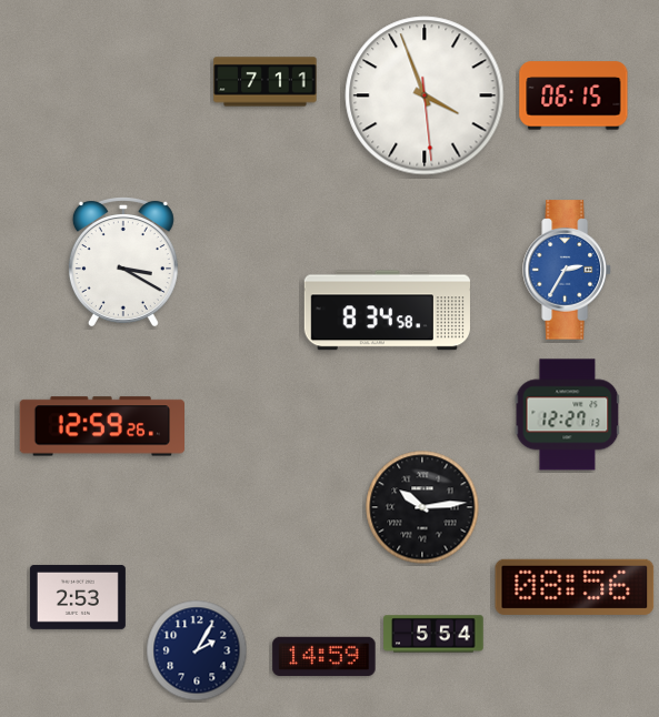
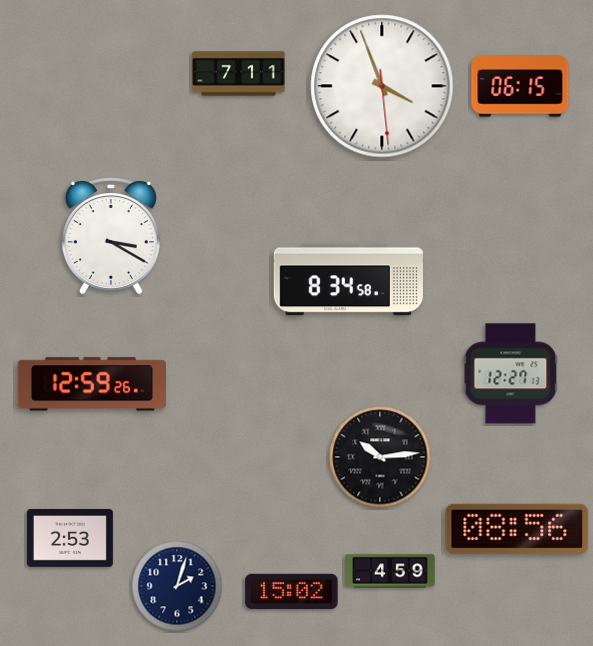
clock at (573, 95) position: (573, 95) -> (520, 86)
clock at (567, 270): 2:35 -> none
clock at (433, 634): 5:54 -> 4:59
clock at (197, 650): 2:05 -> 2:03
clock at (324, 656): 14:59 -> 15:02
